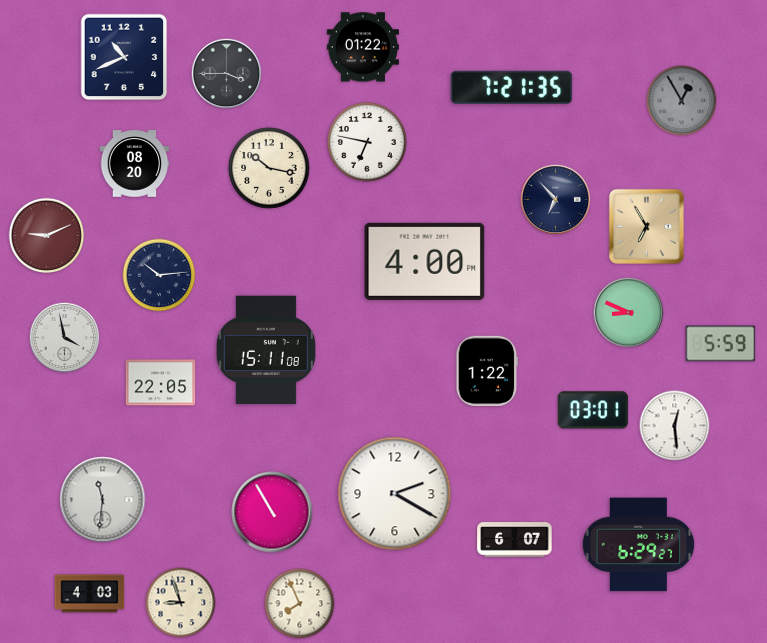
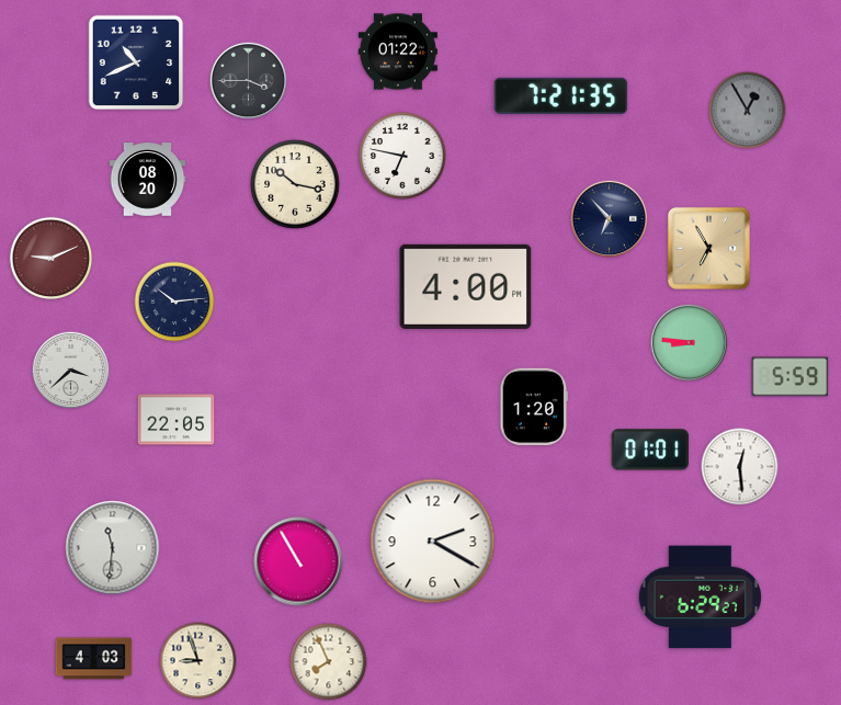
clock at (629, 313): 8:49 -> 8:46
clock at (65, 338): 3:58 -> 3:38
clock at (266, 350): 15:11 -> none
clock at (487, 371): 1:22 -> 1:20
clock at (593, 410): 03:01 -> 01:01
clock at (515, 540): 6:07 -> none
clock at (90, 594) position: (90, 594) -> (94, 659)
